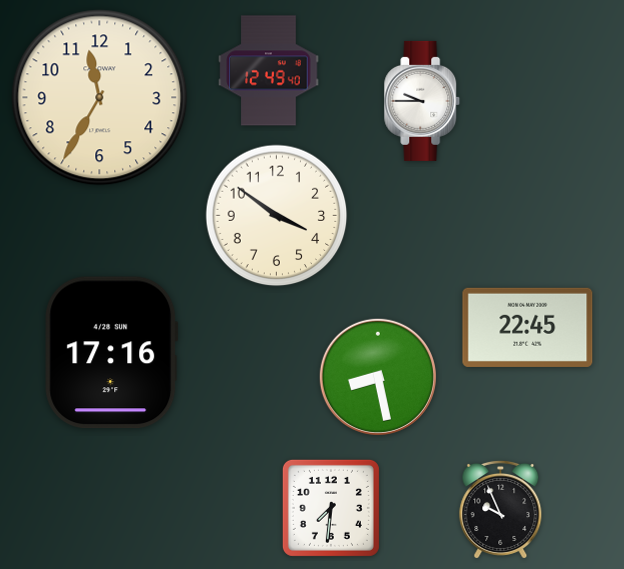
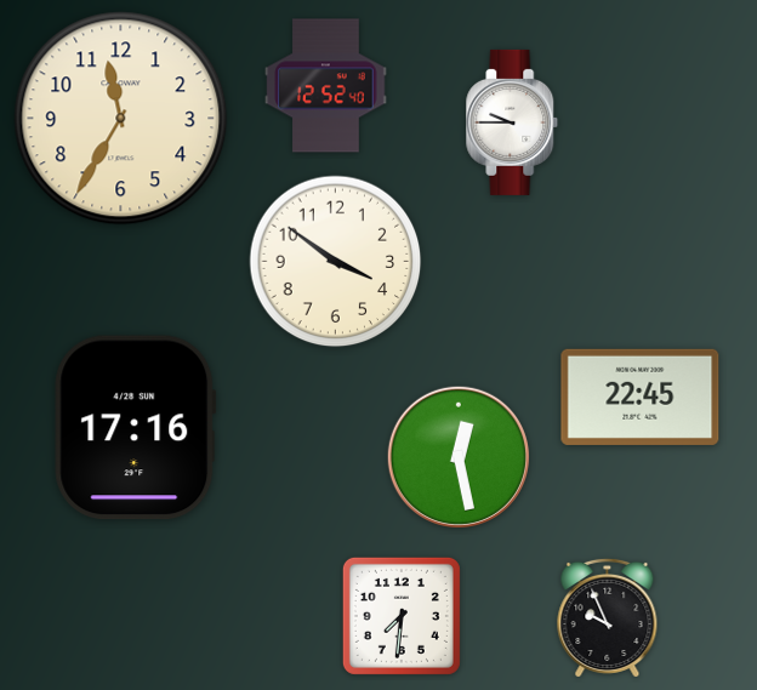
clock at (269, 71): 12:49 -> 12:52
clock at (378, 377): 8:28 -> 12:28
